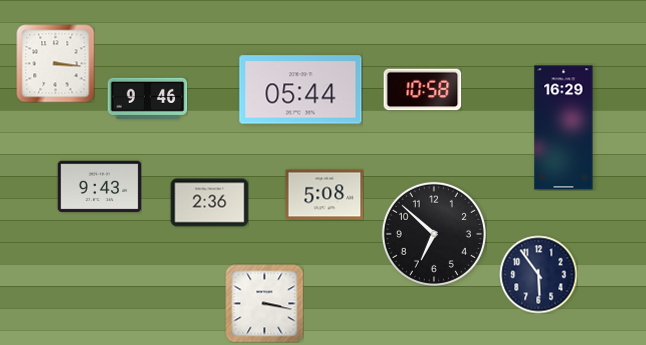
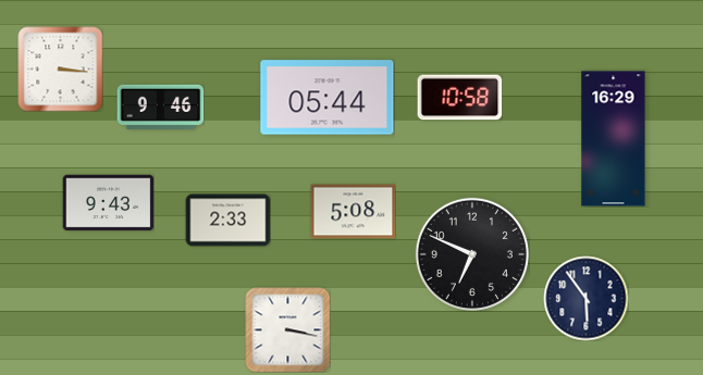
clock at (209, 203): 2:36 -> 2:33
clock at (434, 234): 6:52 -> 6:49
